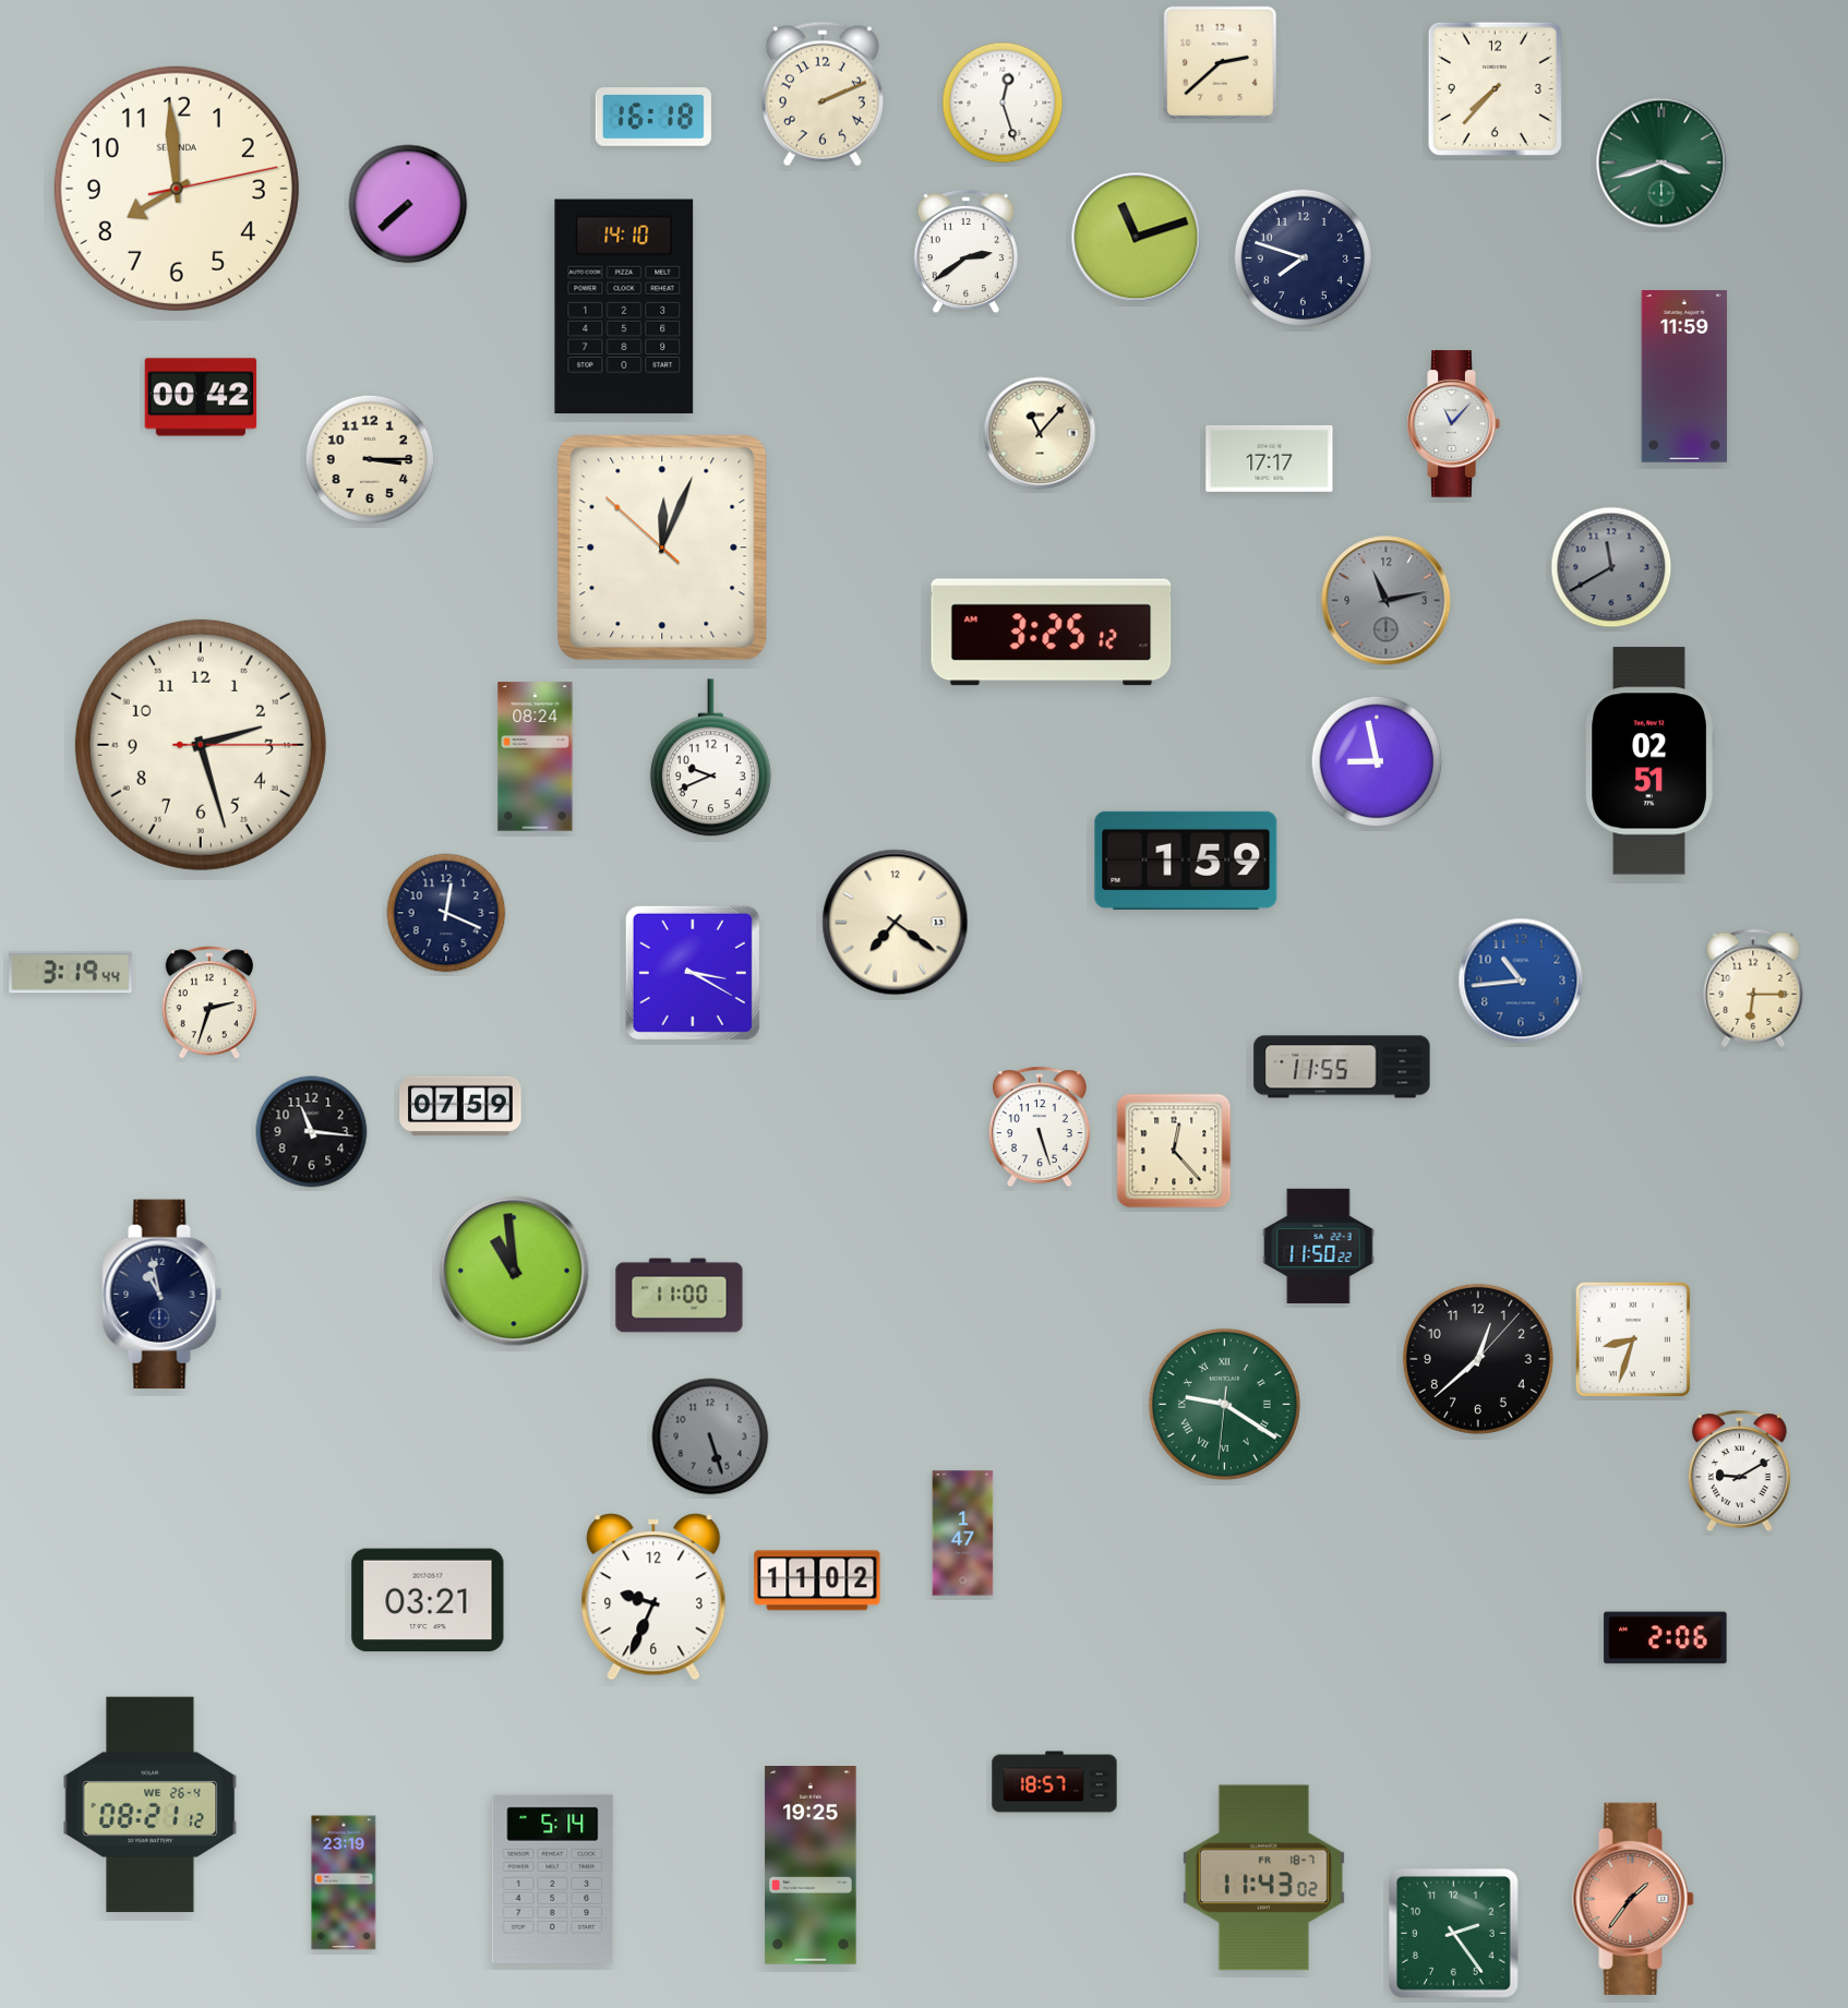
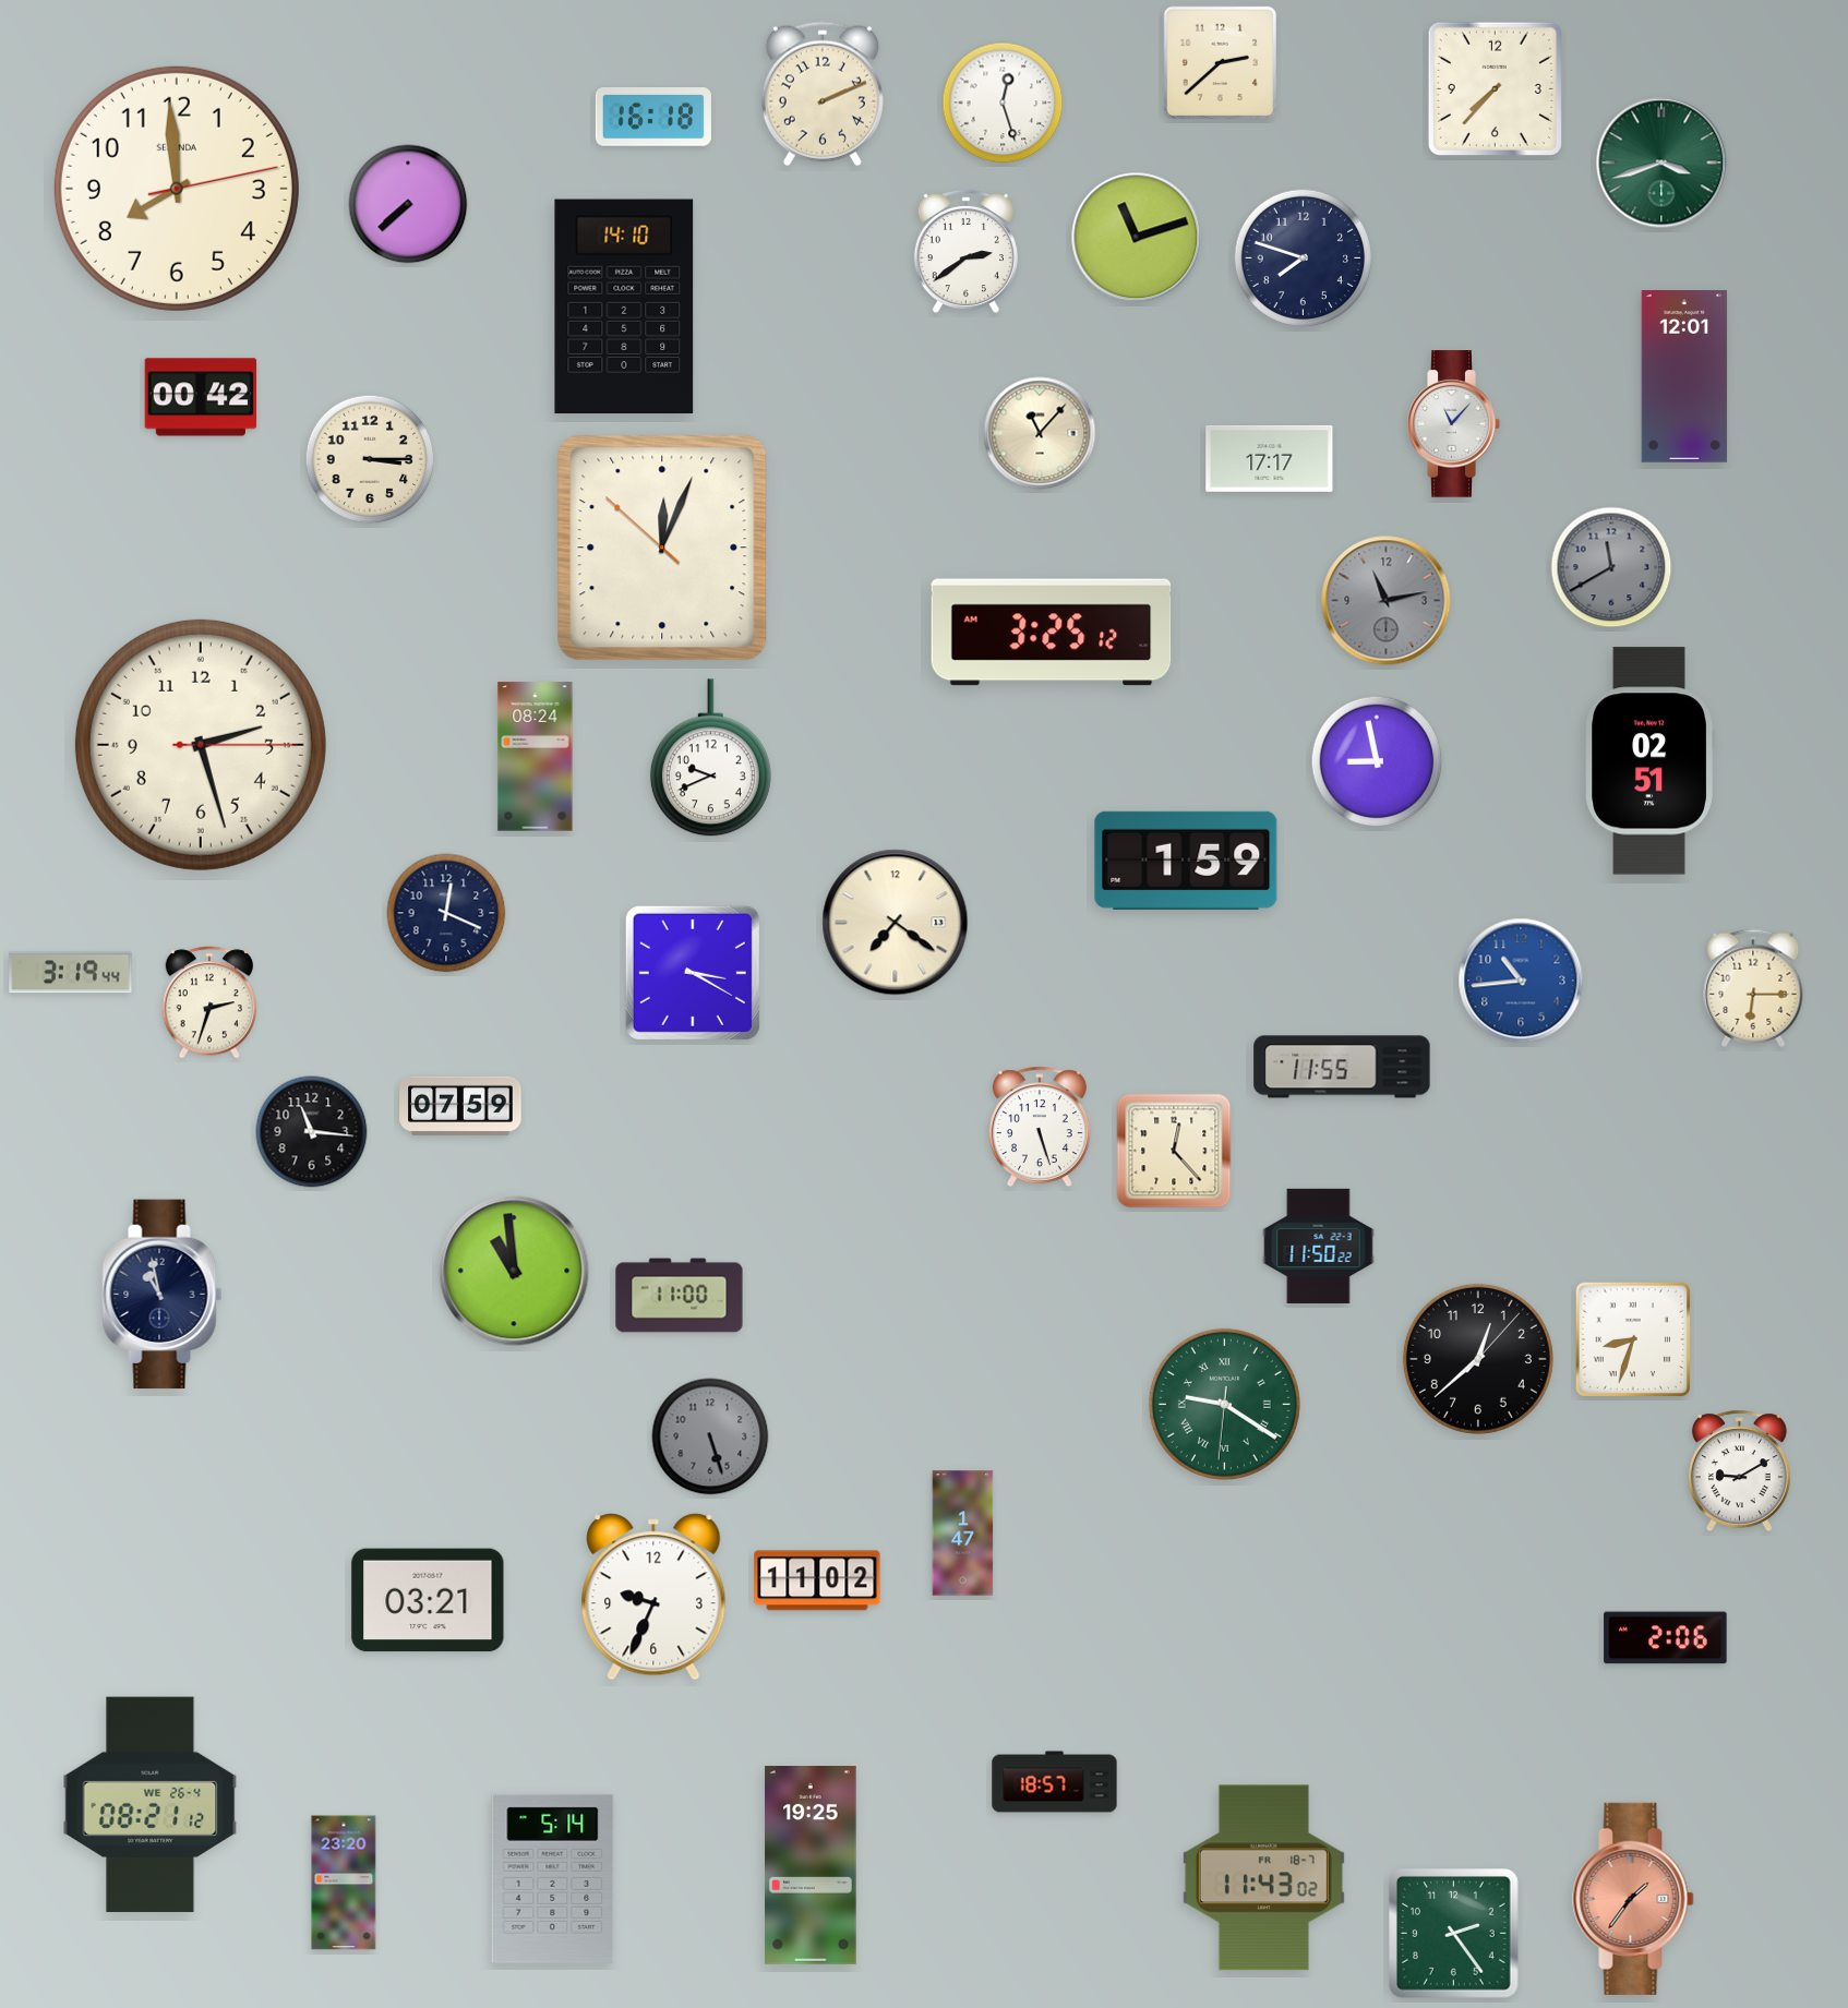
clock at (1684, 377): 11:59 -> 12:01
clock at (344, 1883): 23:19 -> 23:20
